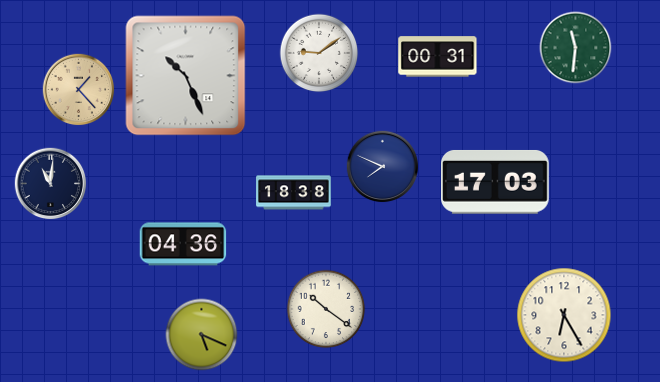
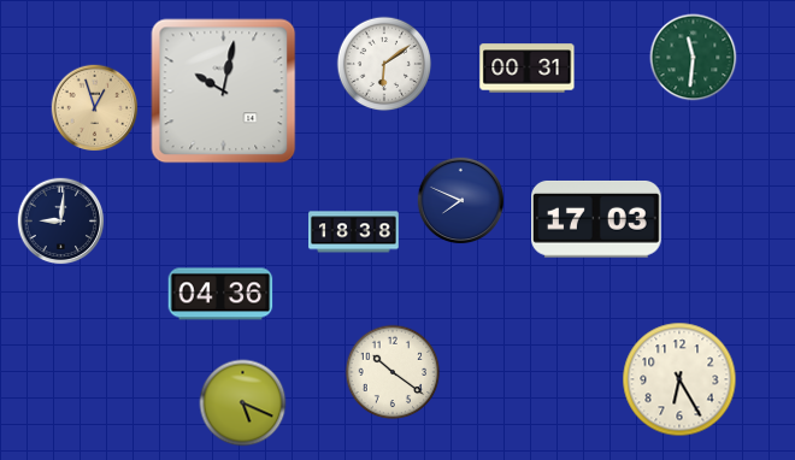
clock at (319, 53): 9:09 -> 6:09
clock at (186, 76): 10:26 -> 10:02
clock at (79, 90): 1:23 -> 12:57
clock at (51, 184): 11:01 -> 9:01
